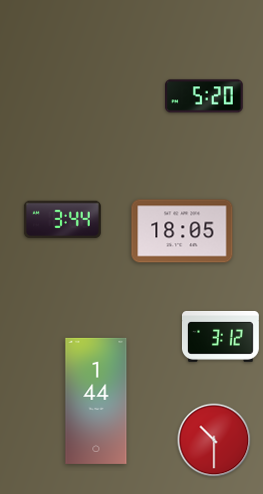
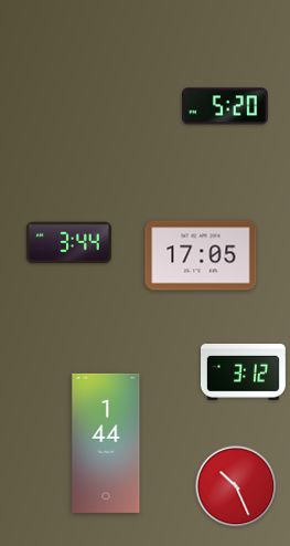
clock at (182, 231): 18:05 -> 17:05
clock at (214, 440): 10:30 -> 10:26
